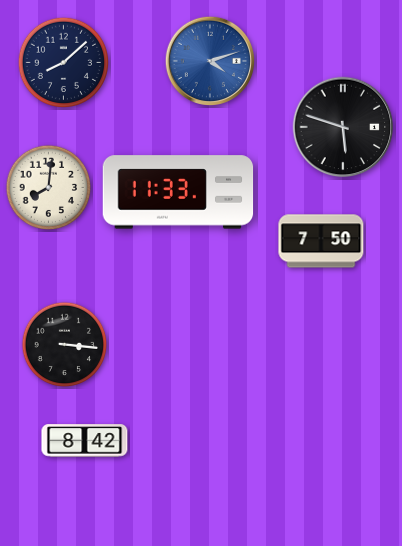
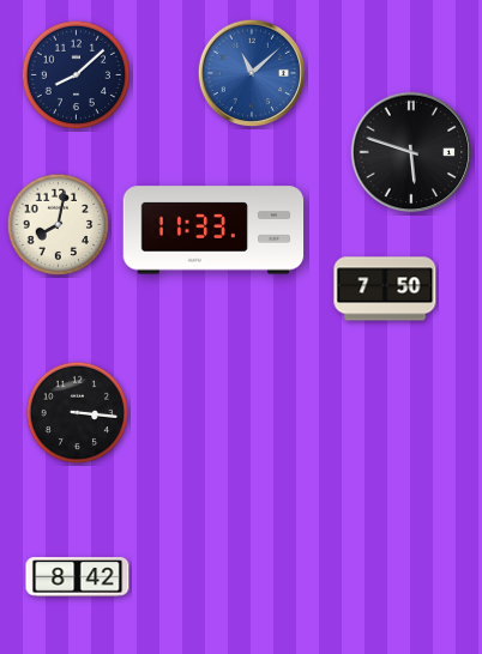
clock at (209, 60): 4:12 -> 11:08
clock at (49, 188): 8:01 -> 8:02
clock at (85, 441) position: (85, 441) -> (78, 577)
